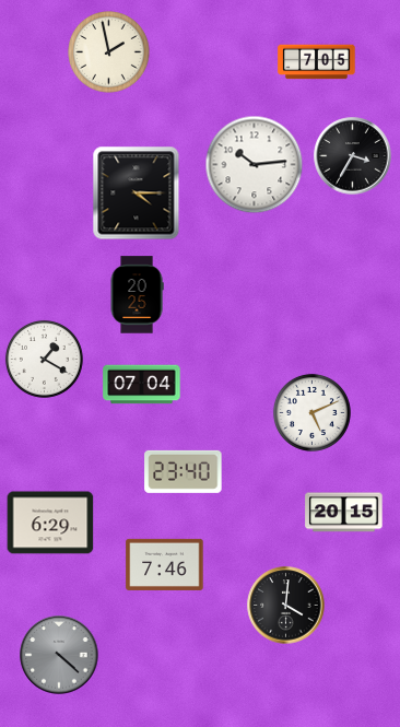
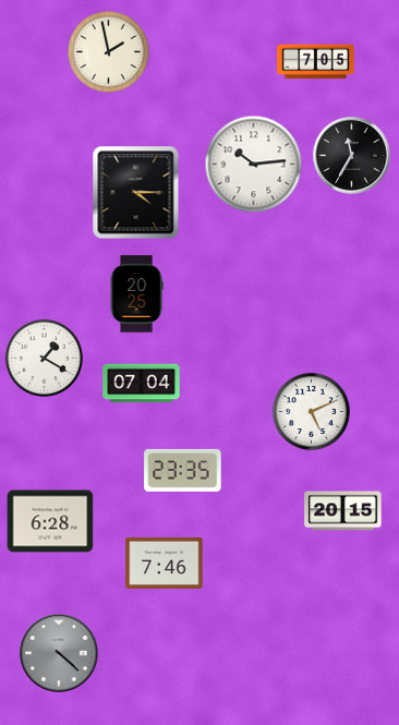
clock at (353, 156): 3:35 -> 11:35
clock at (184, 471): 23:40 -> 23:35
clock at (50, 523): 6:29 -> 6:28
clock at (286, 606): 4:01 -> none
